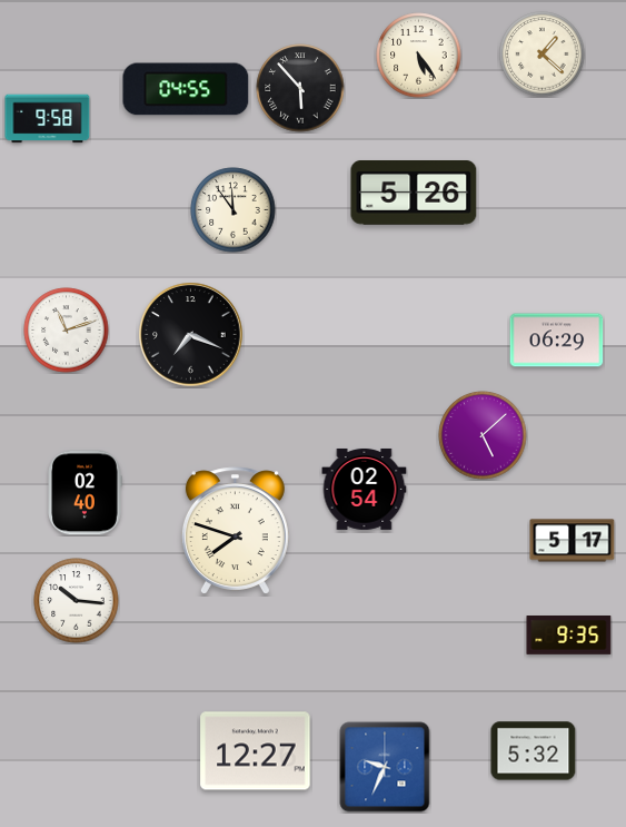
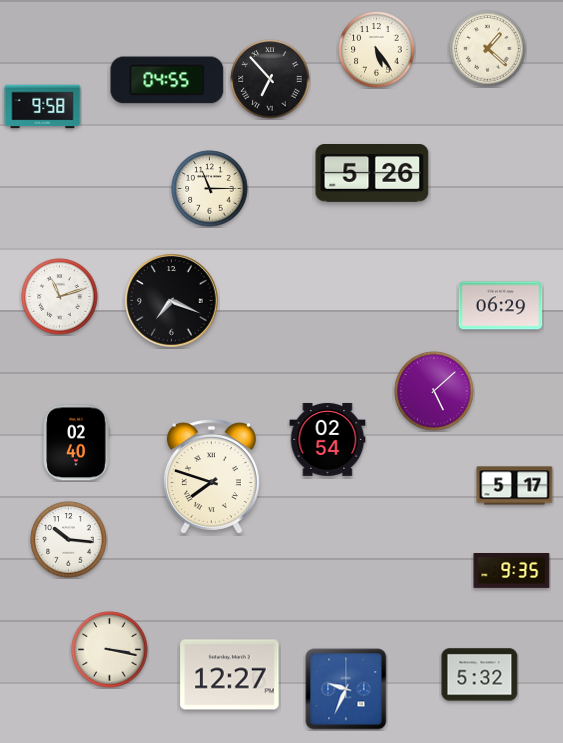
clock at (300, 88): 5:53 -> 6:53
clock at (233, 210): 11:54 -> 11:15
clock at (110, 650): none -> 3:17
